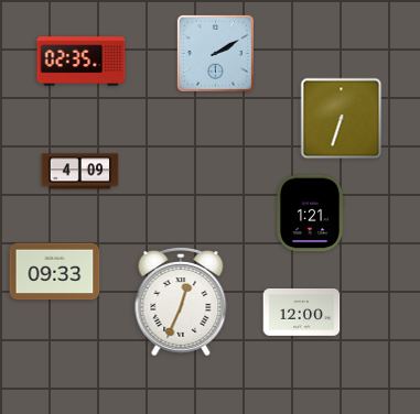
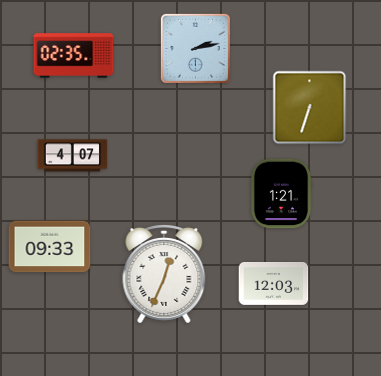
clock at (215, 53): 2:10 -> 2:13
clock at (80, 172): 4:09 -> 4:07
clock at (302, 313): 12:00 -> 12:03
